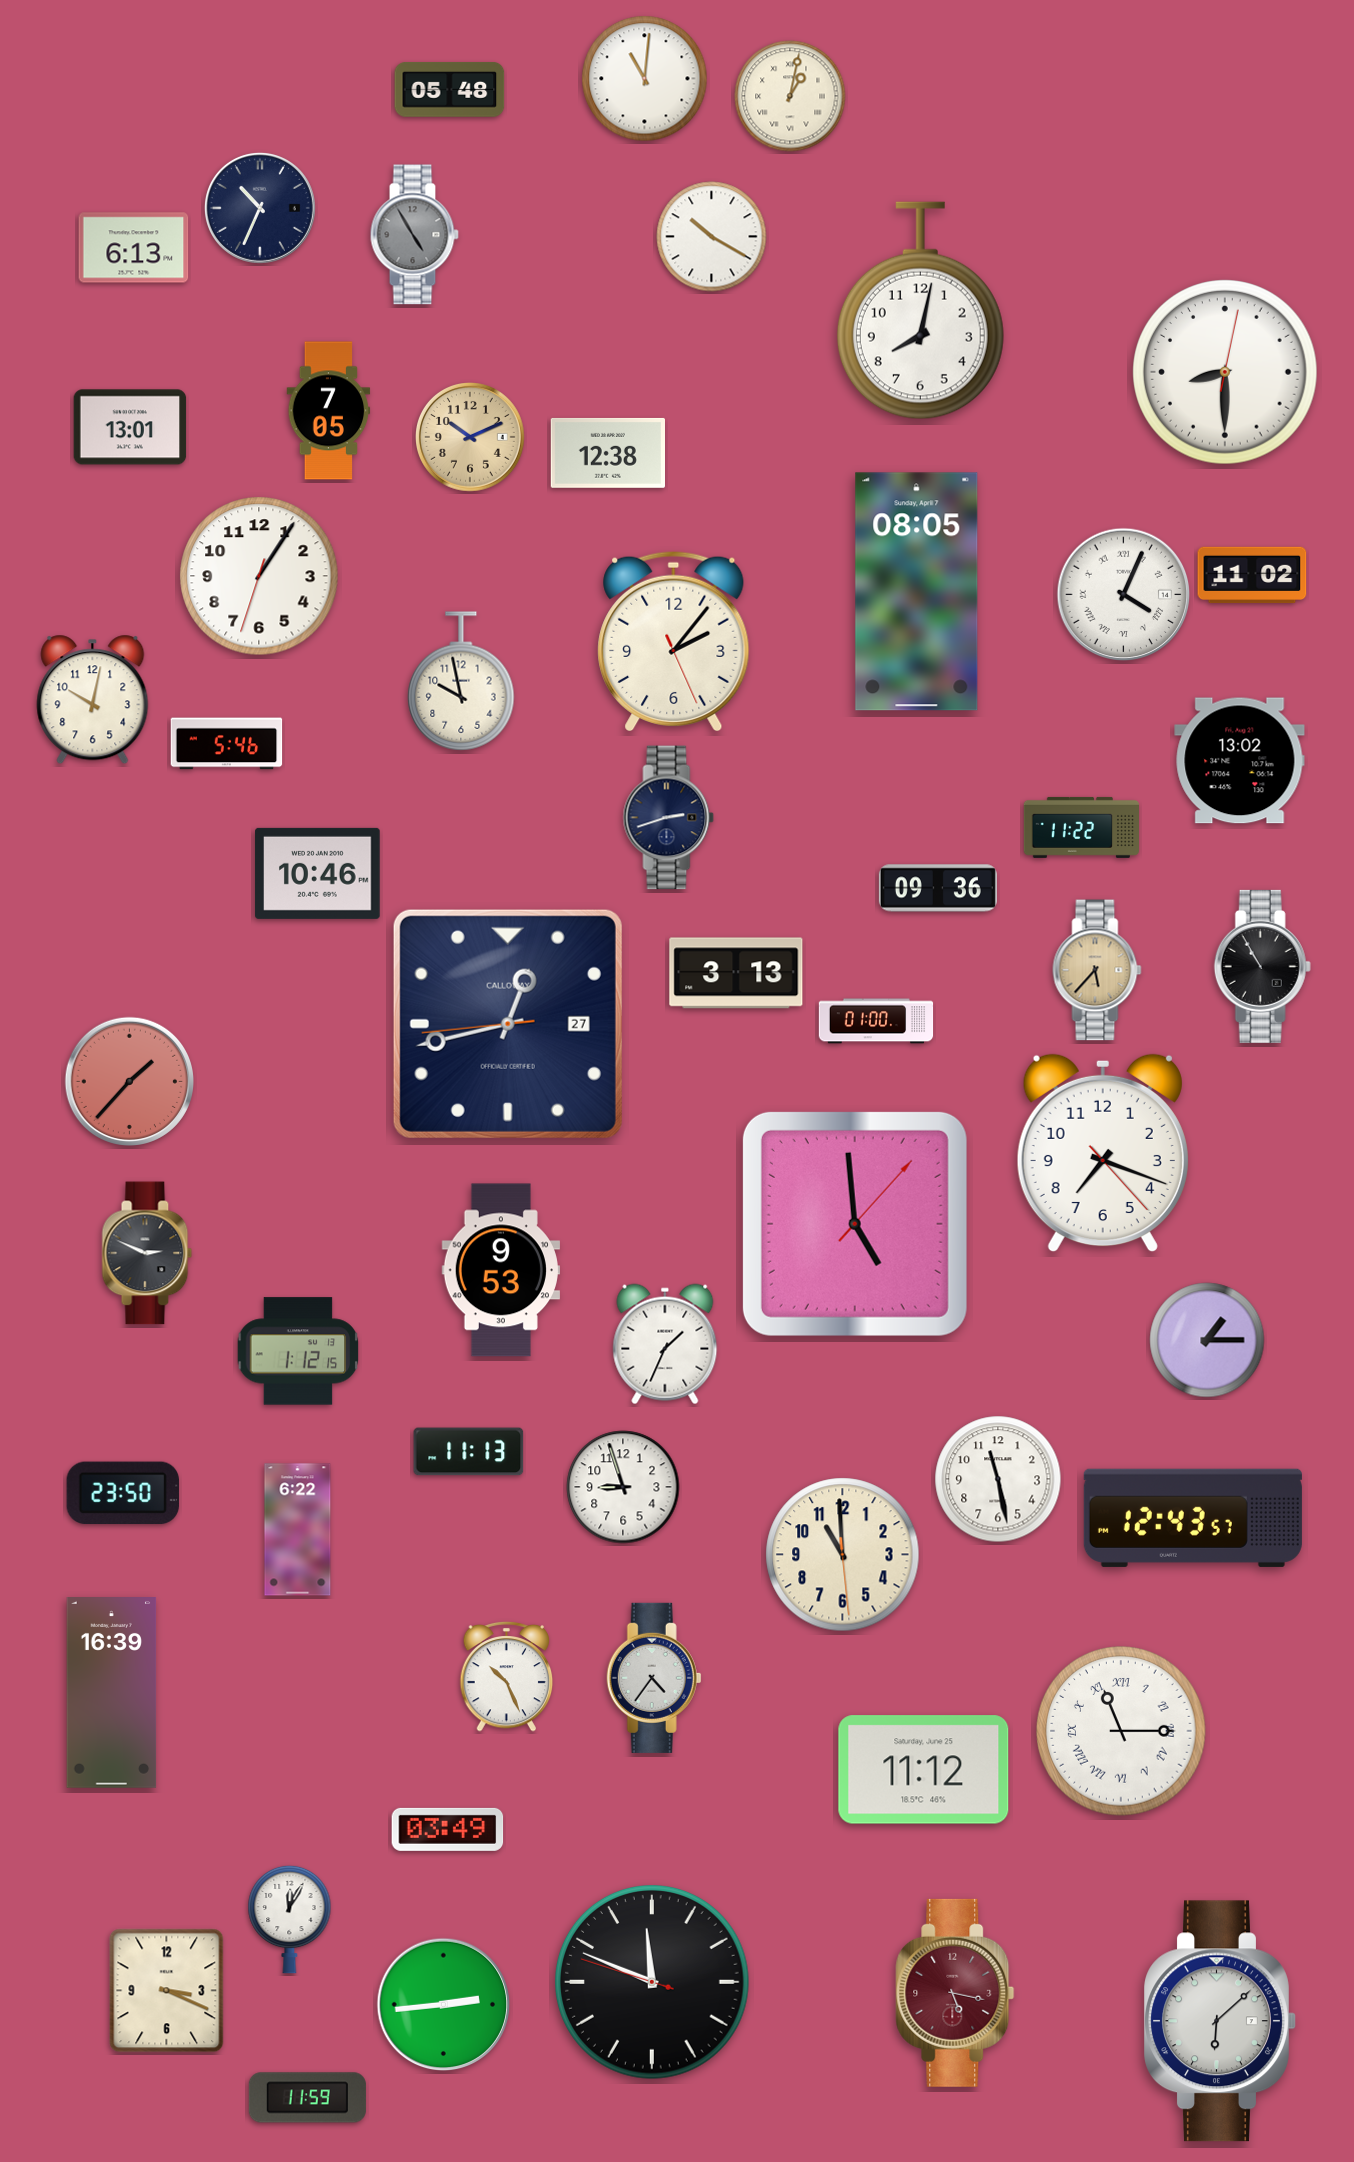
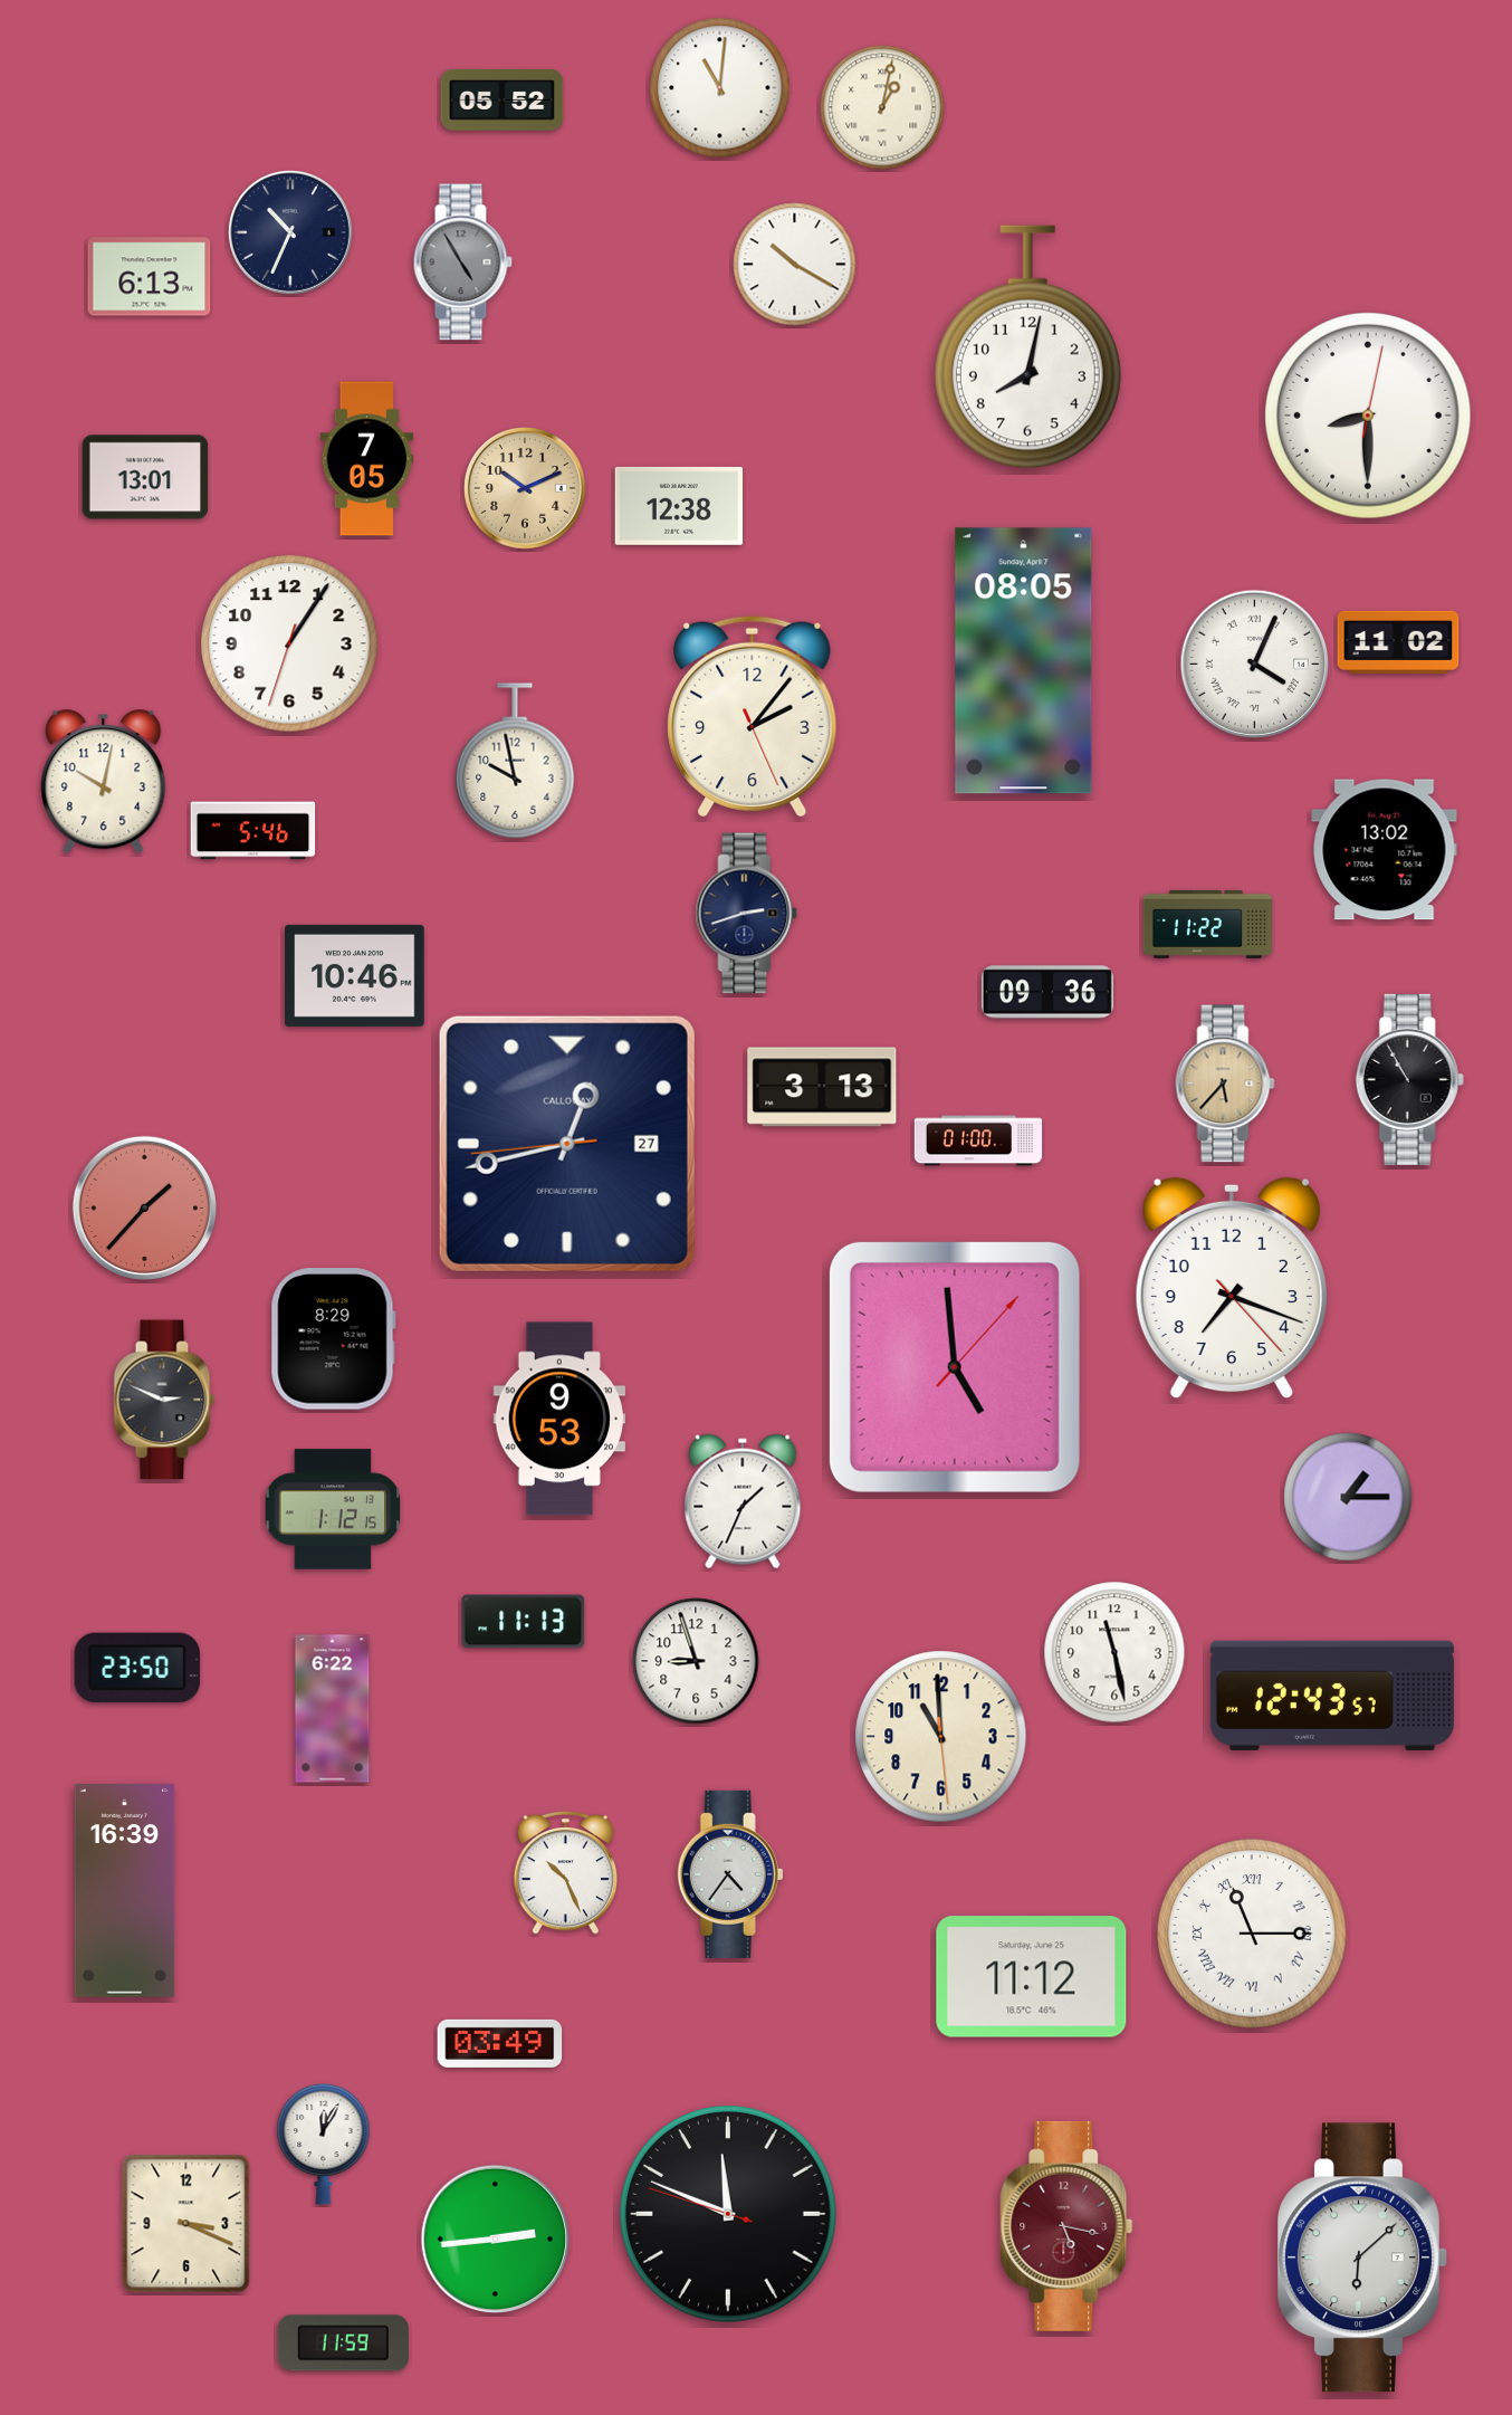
clock at (450, 90): 05:48 -> 05:52
clock at (333, 1339): none -> 8:29
